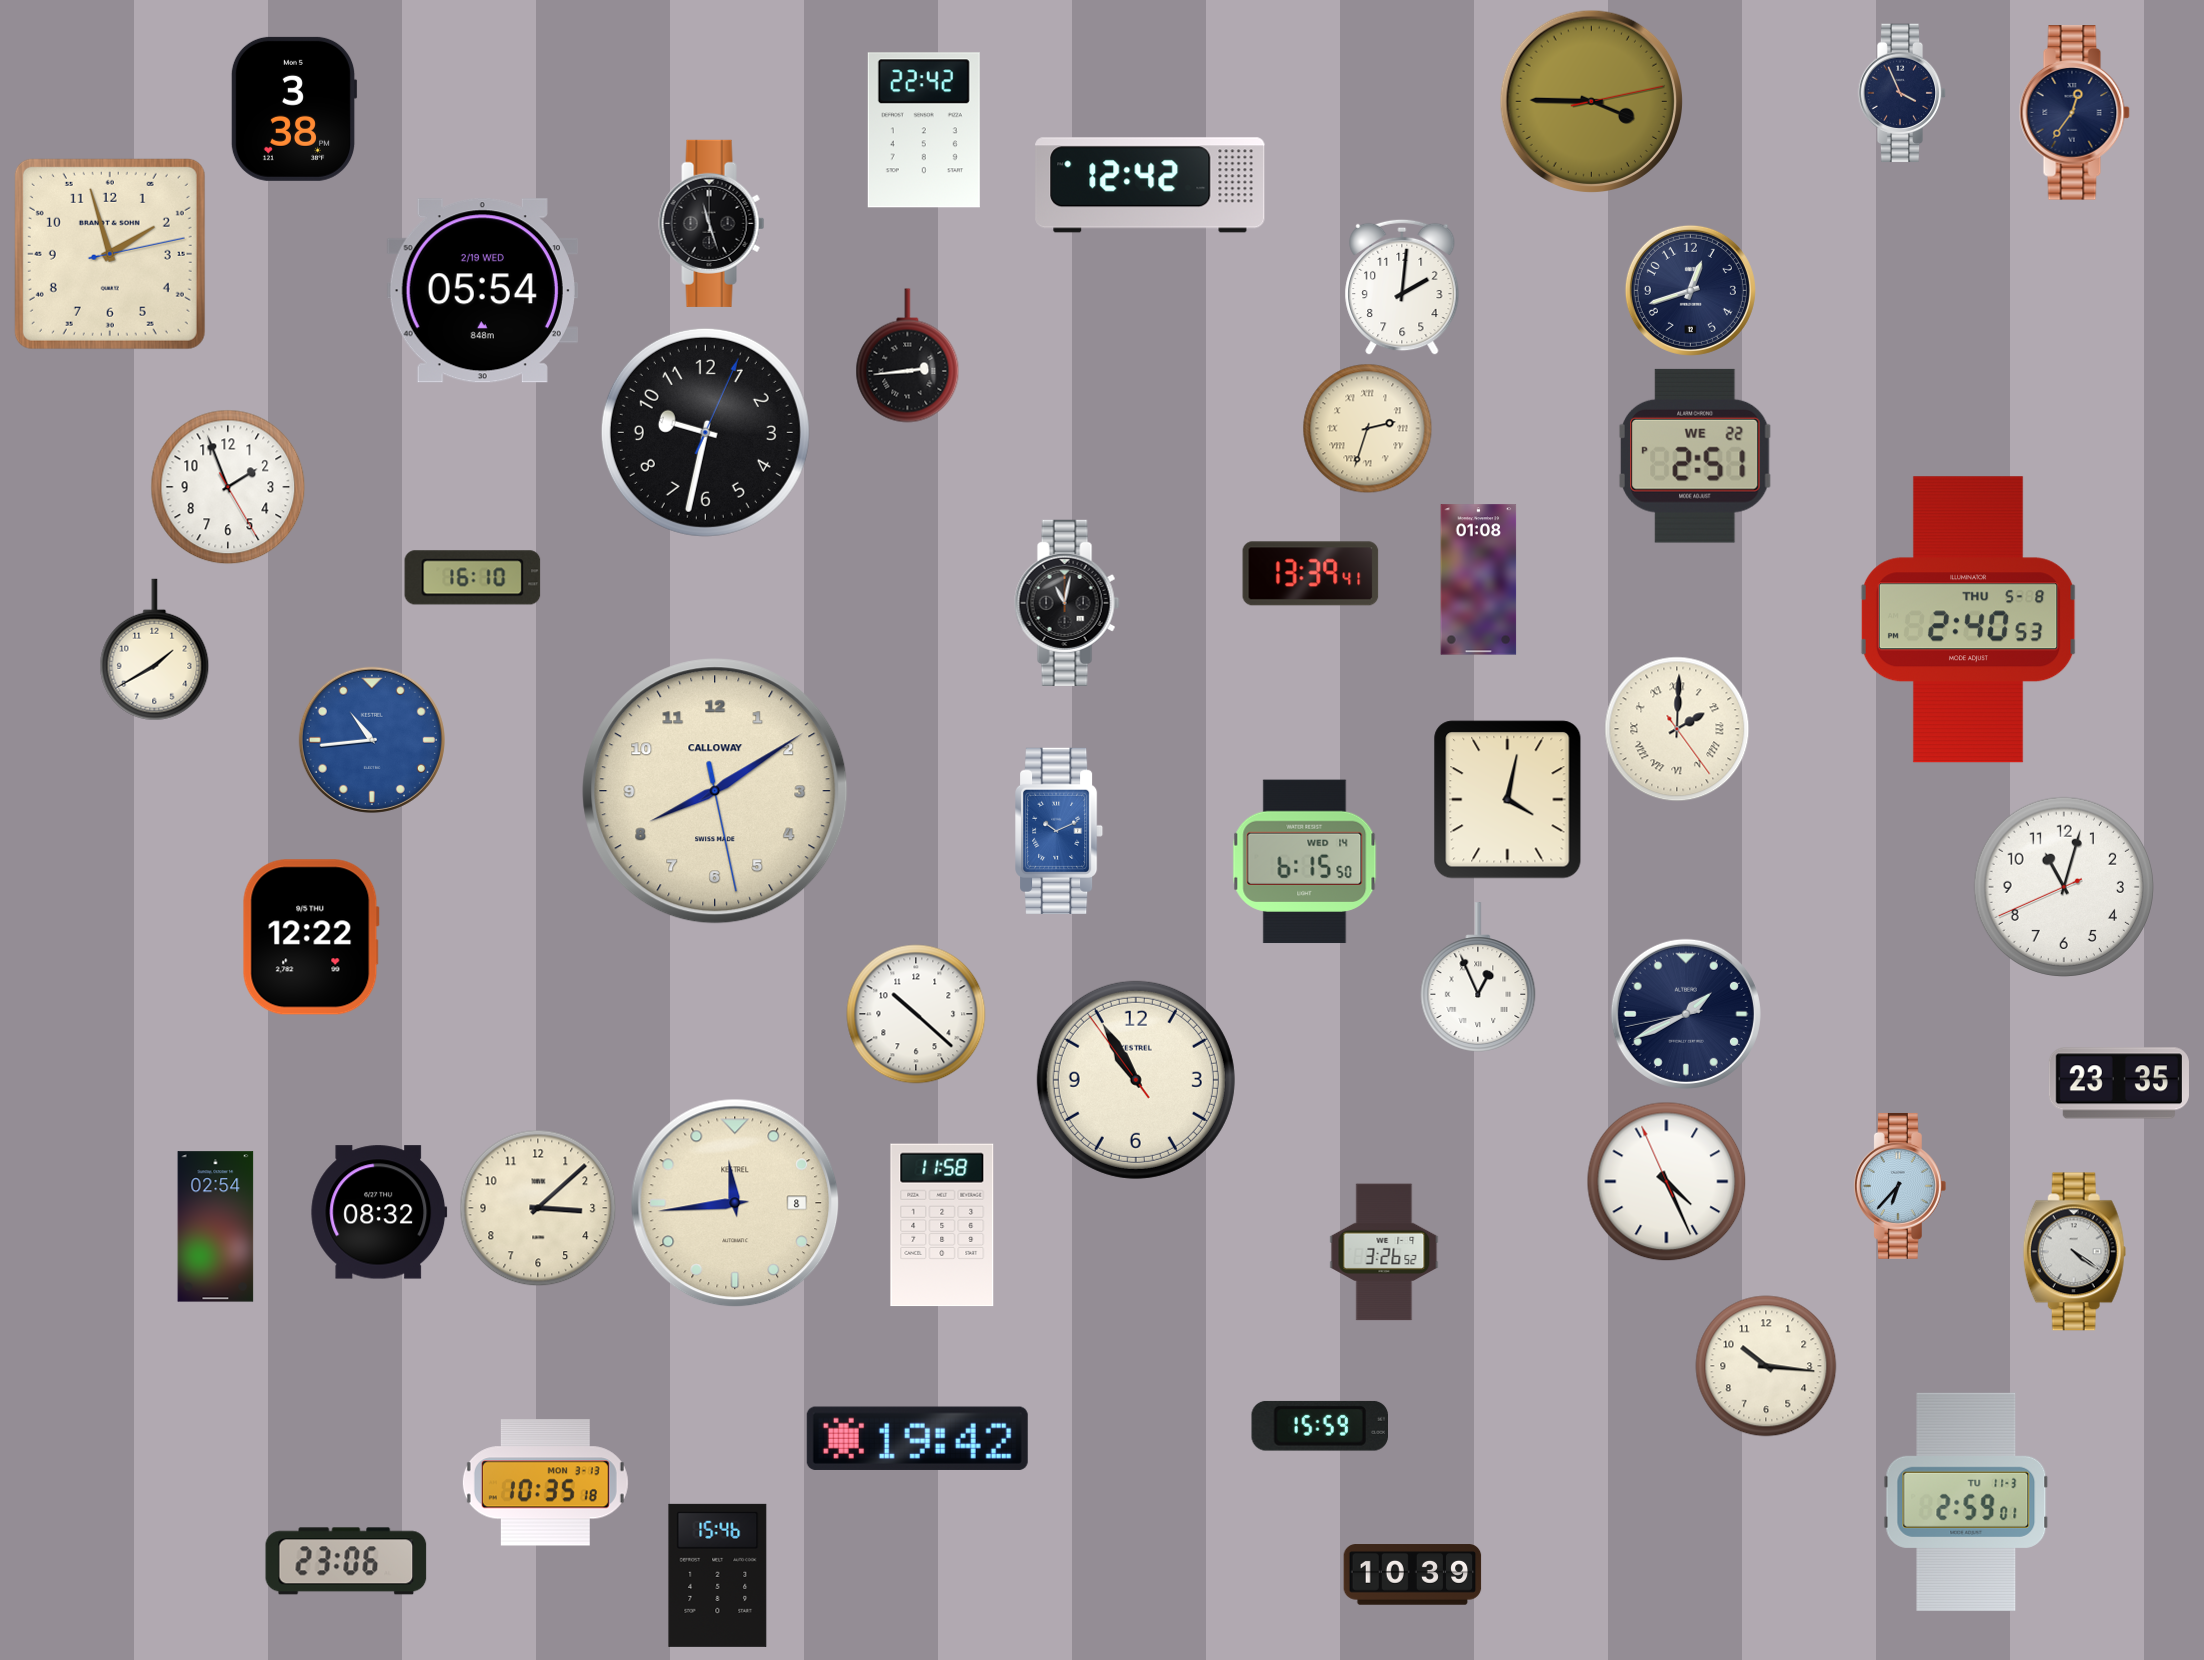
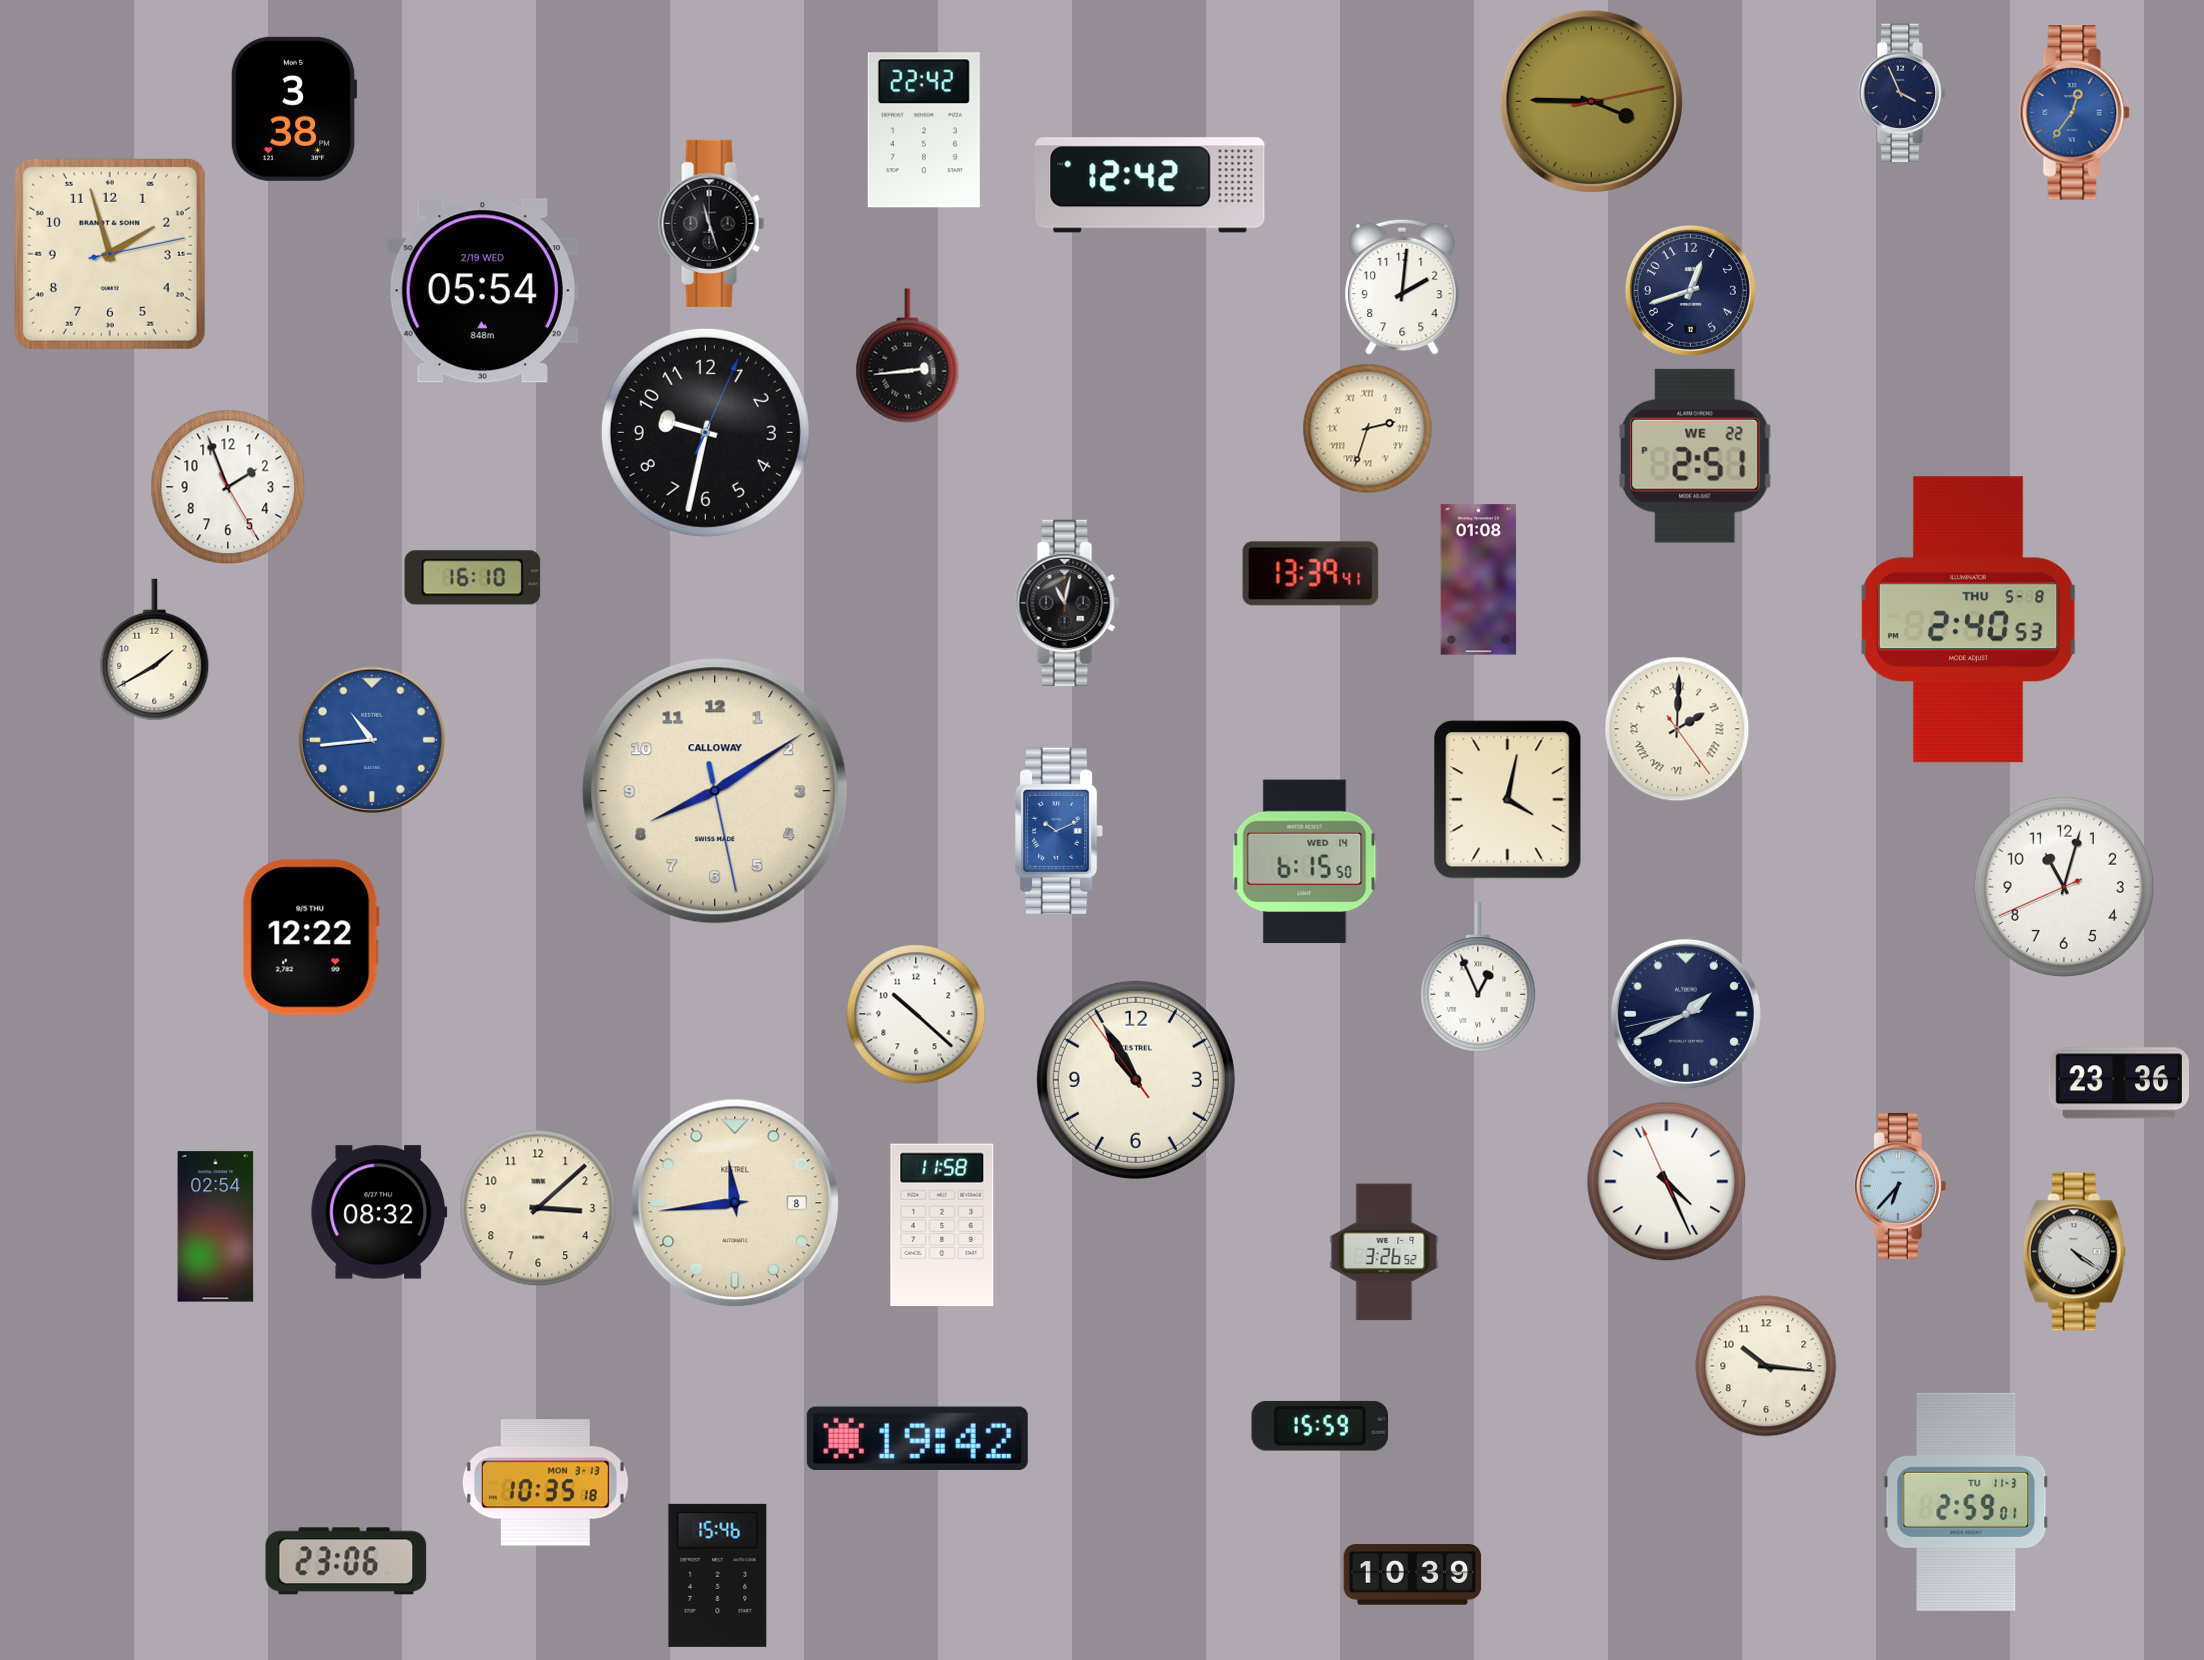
clock at (2074, 113) dial: navy -> blue
clock at (2119, 1083): 23:35 -> 23:36
